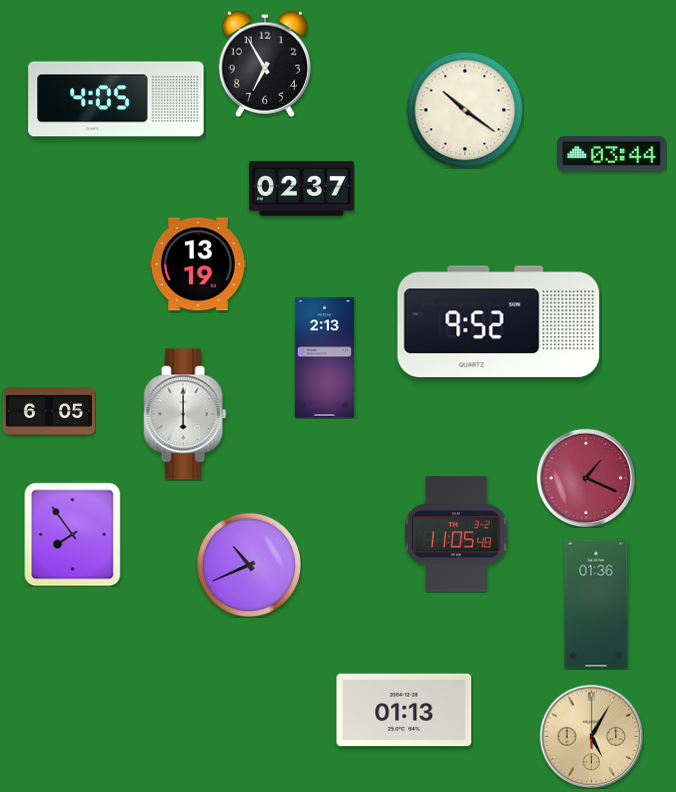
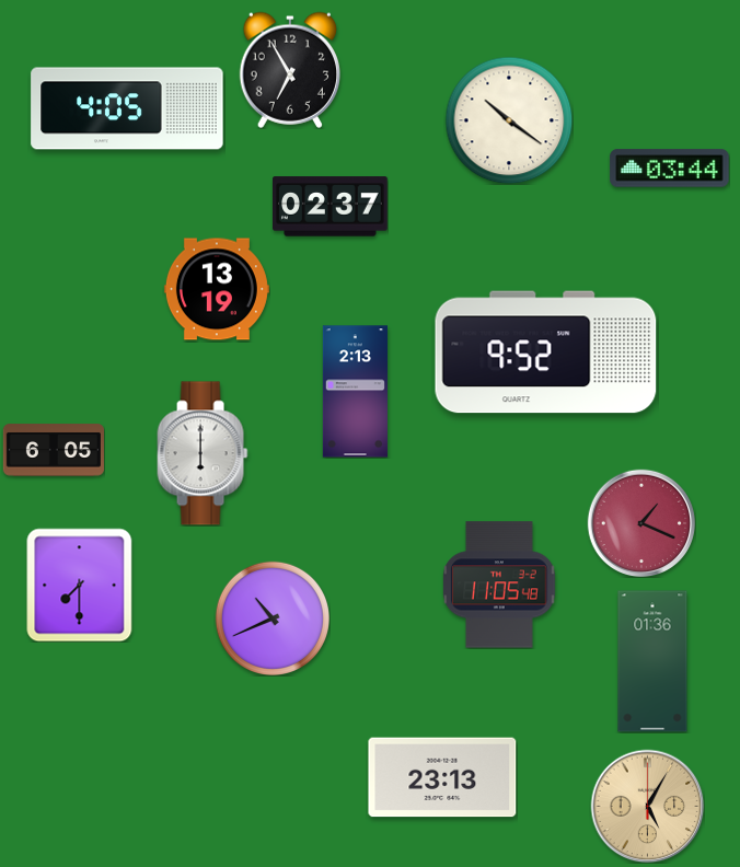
clock at (73, 534): 7:54 -> 7:30
clock at (404, 710): 01:13 -> 23:13
